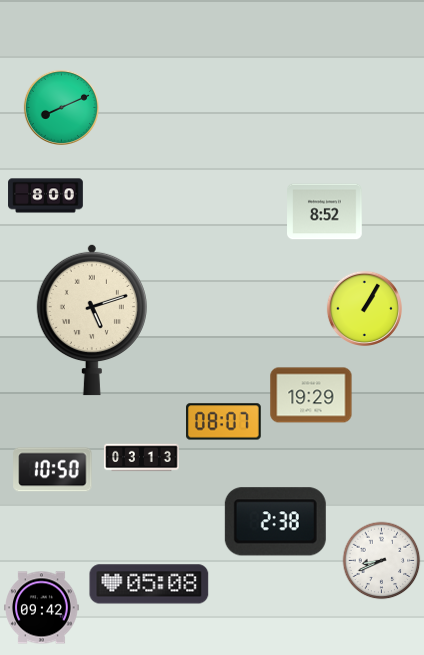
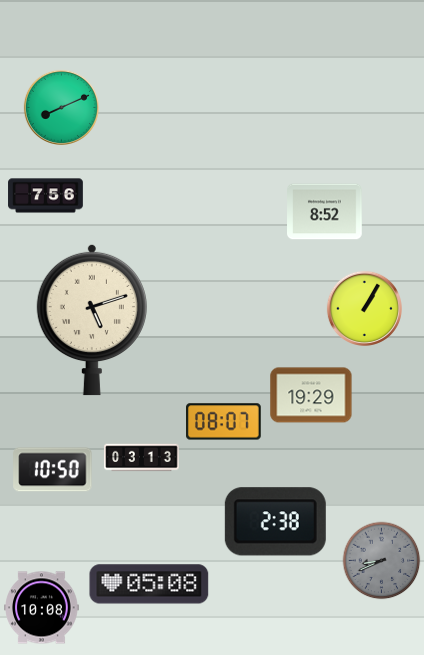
clock at (46, 196): 8:00 -> 7:56
clock at (382, 561) dial: white -> grey
clock at (42, 608): 09:42 -> 10:08
